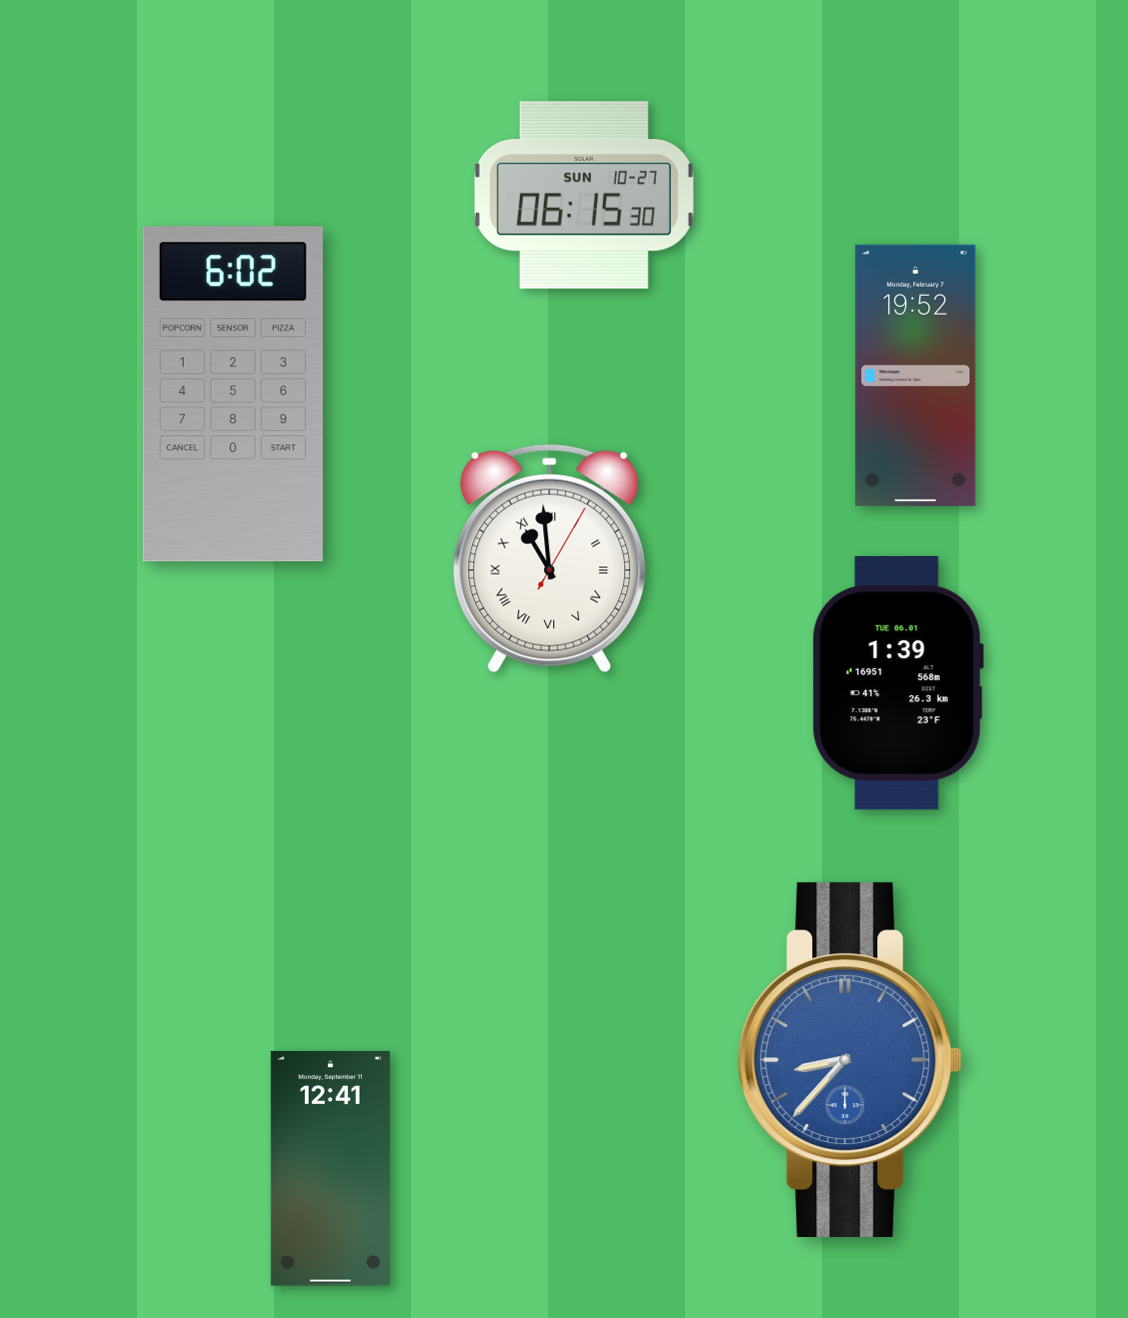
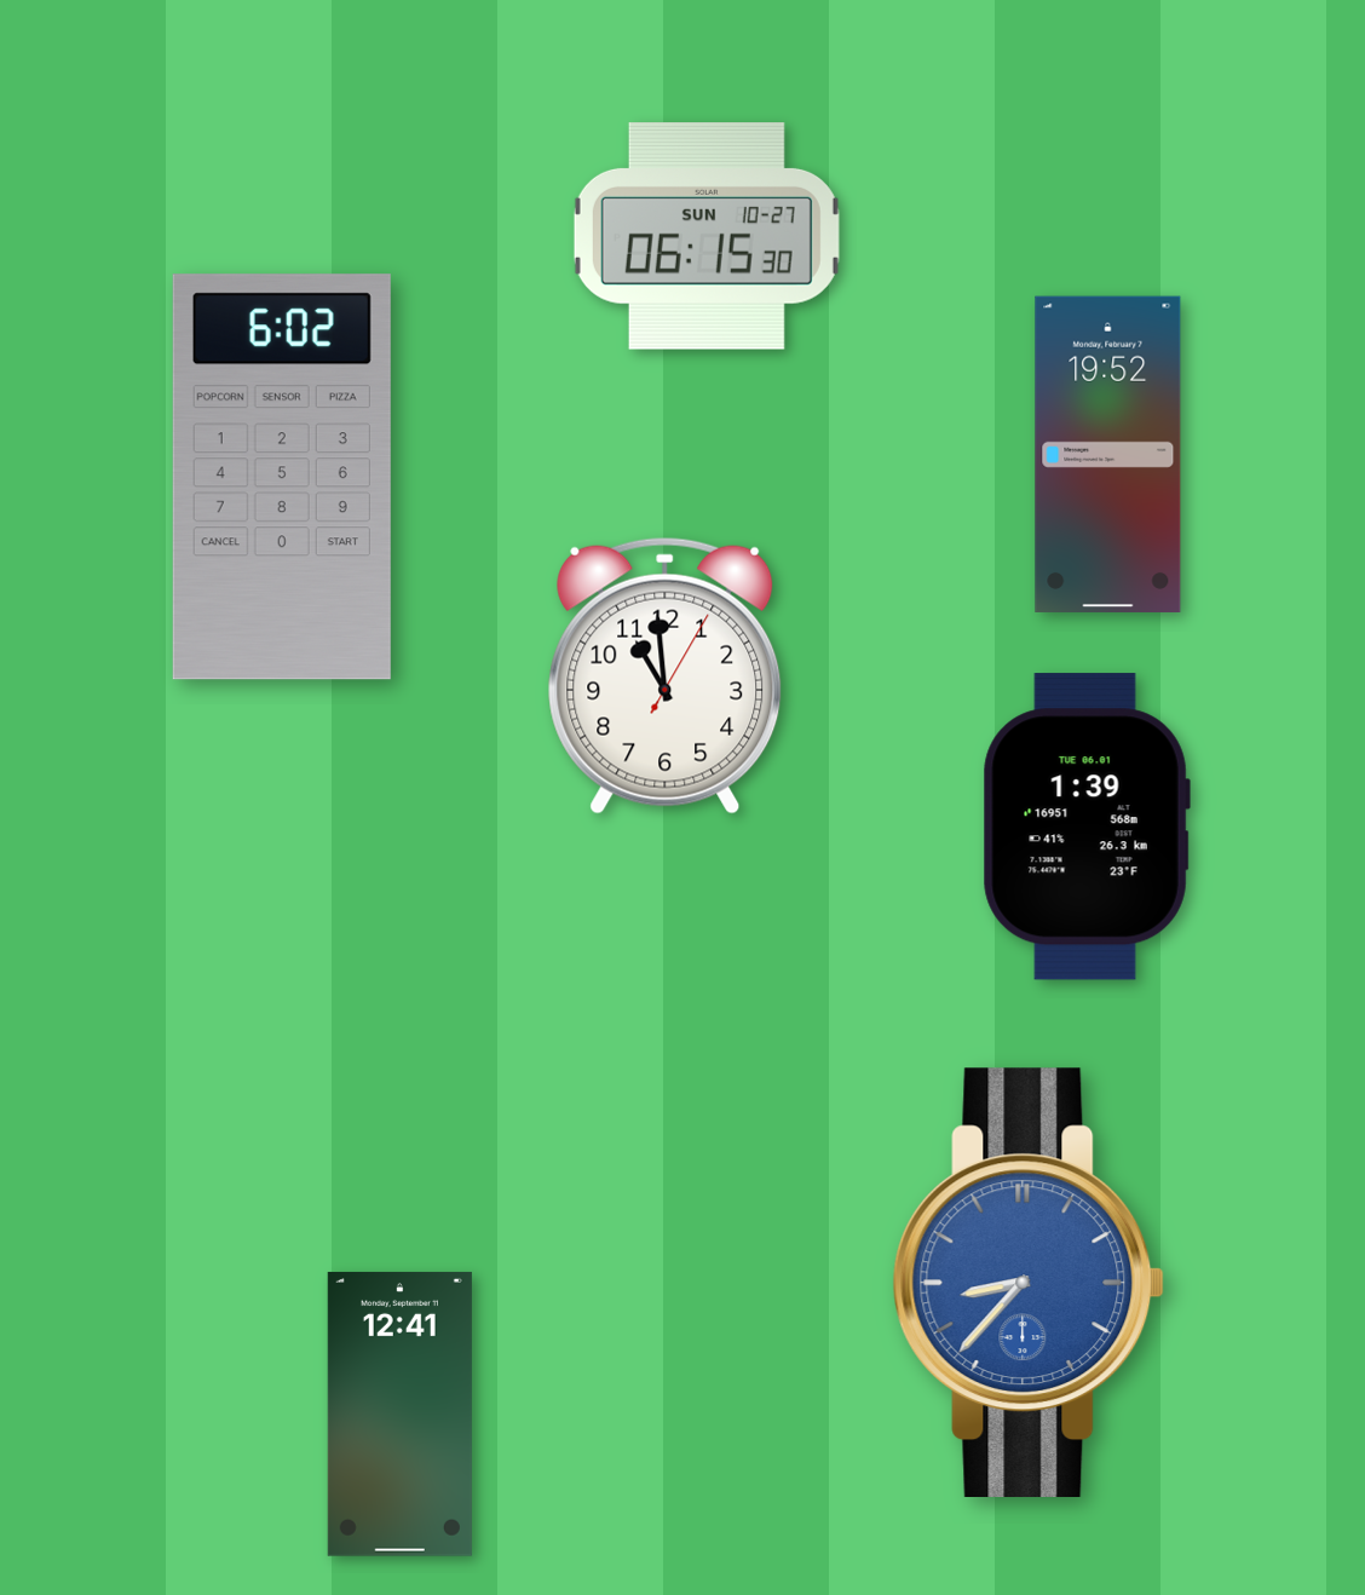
clock at (550, 558) numerals: Roman -> Arabic
